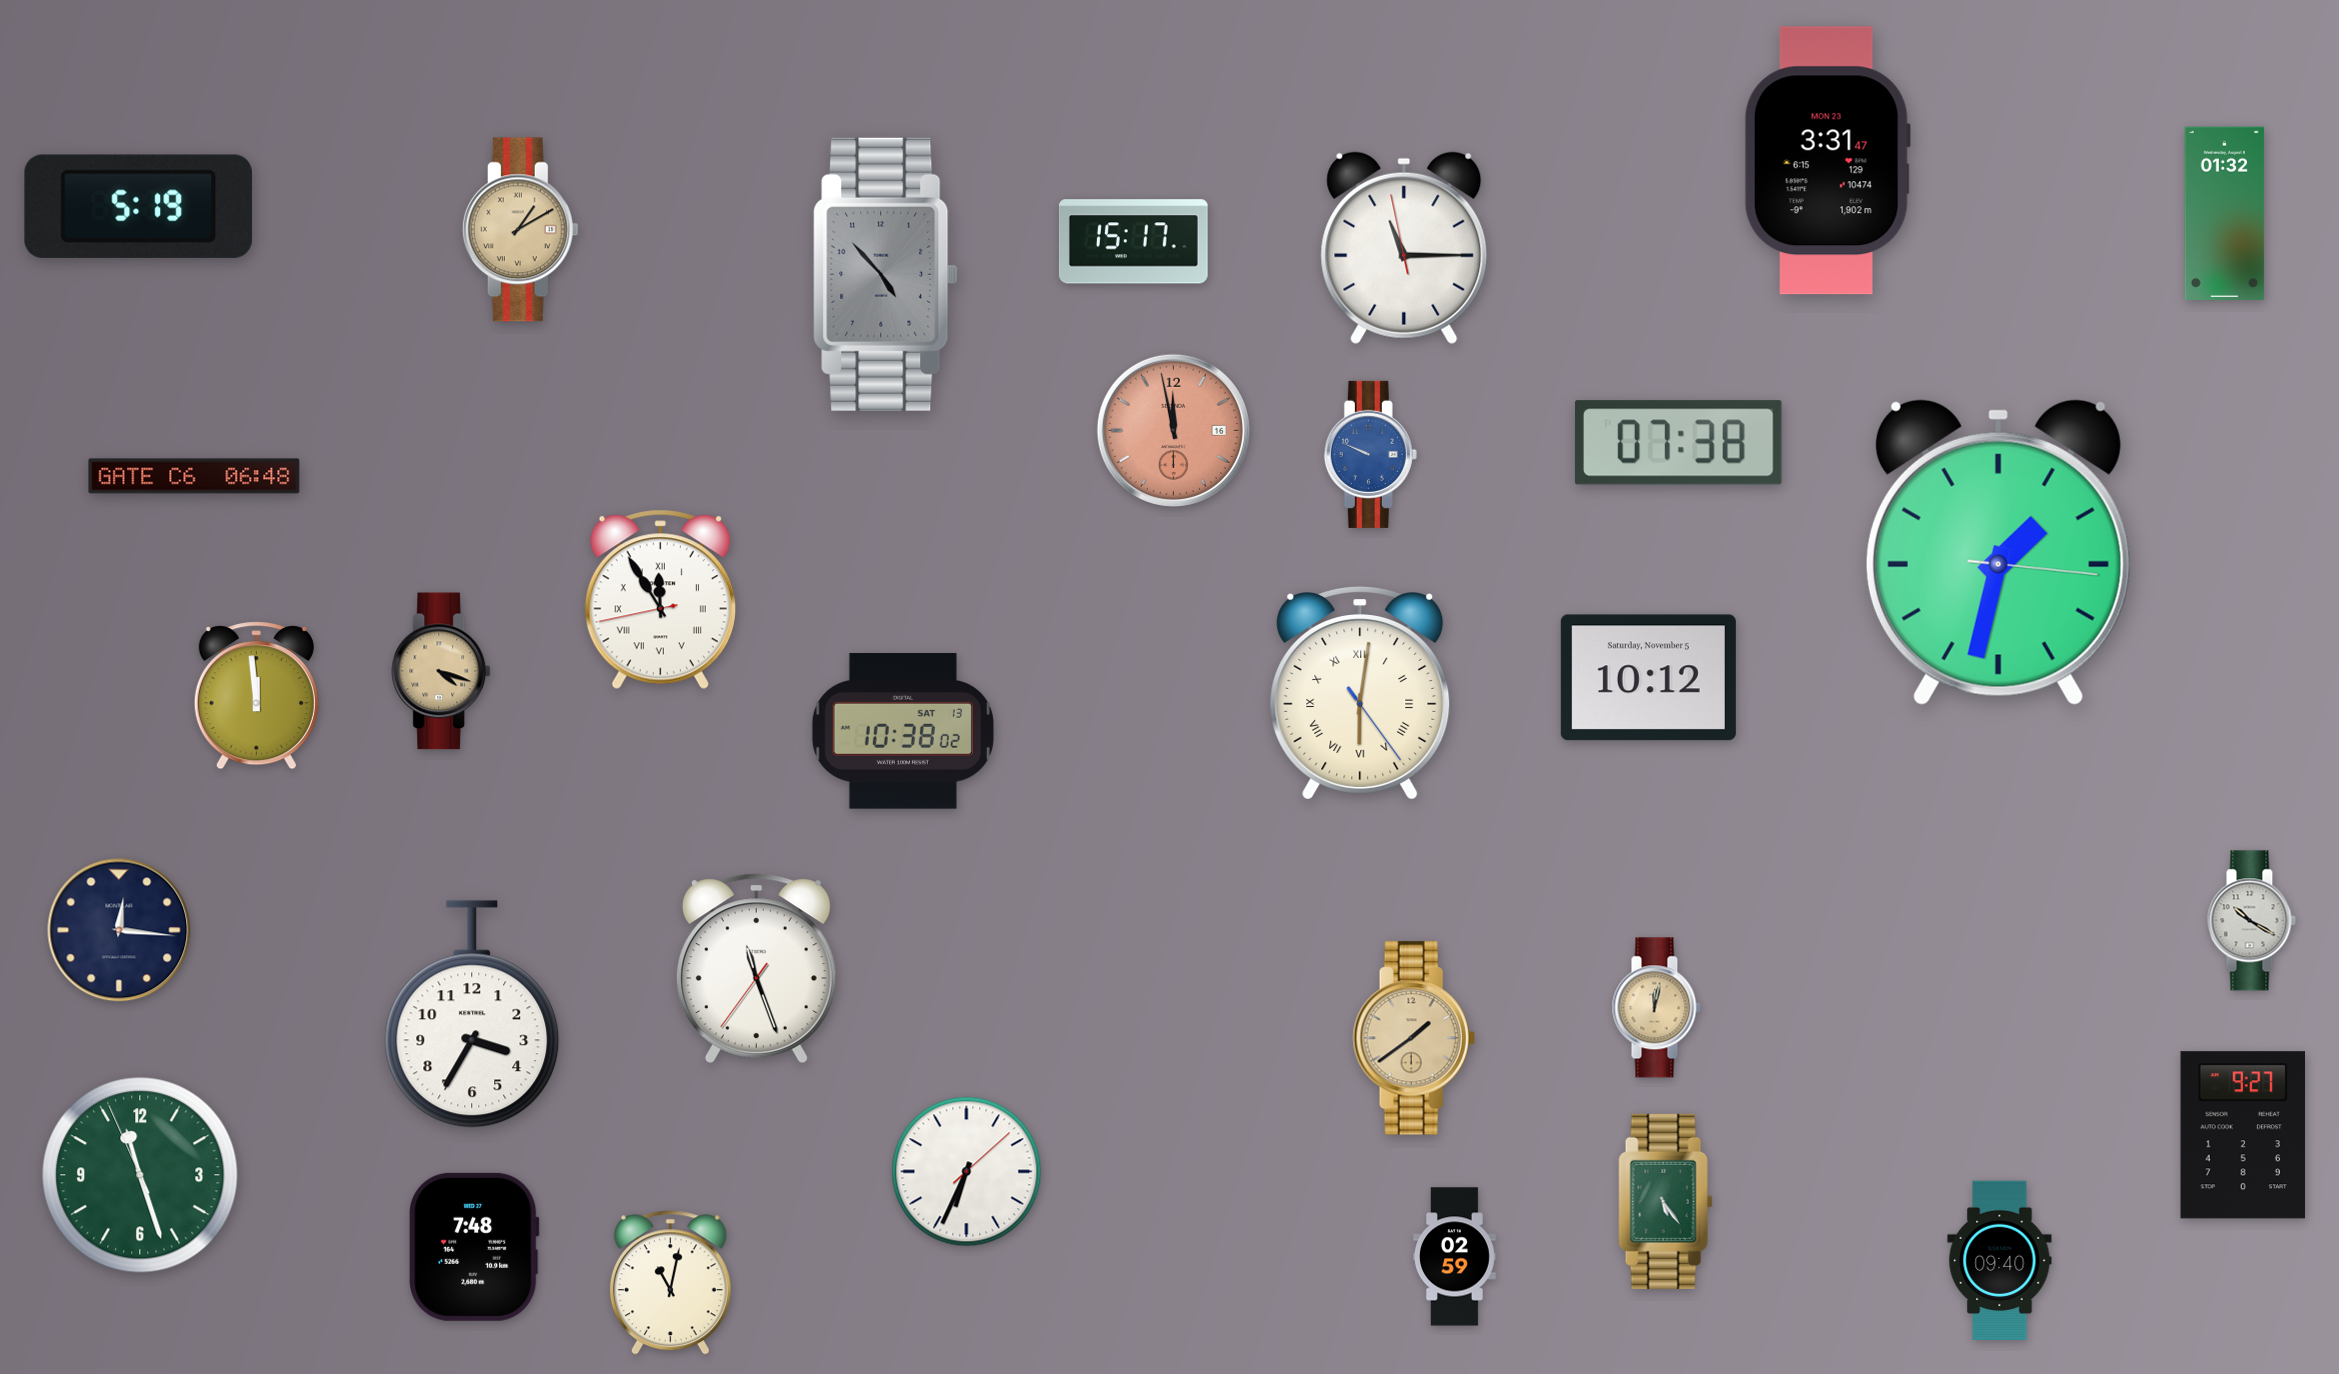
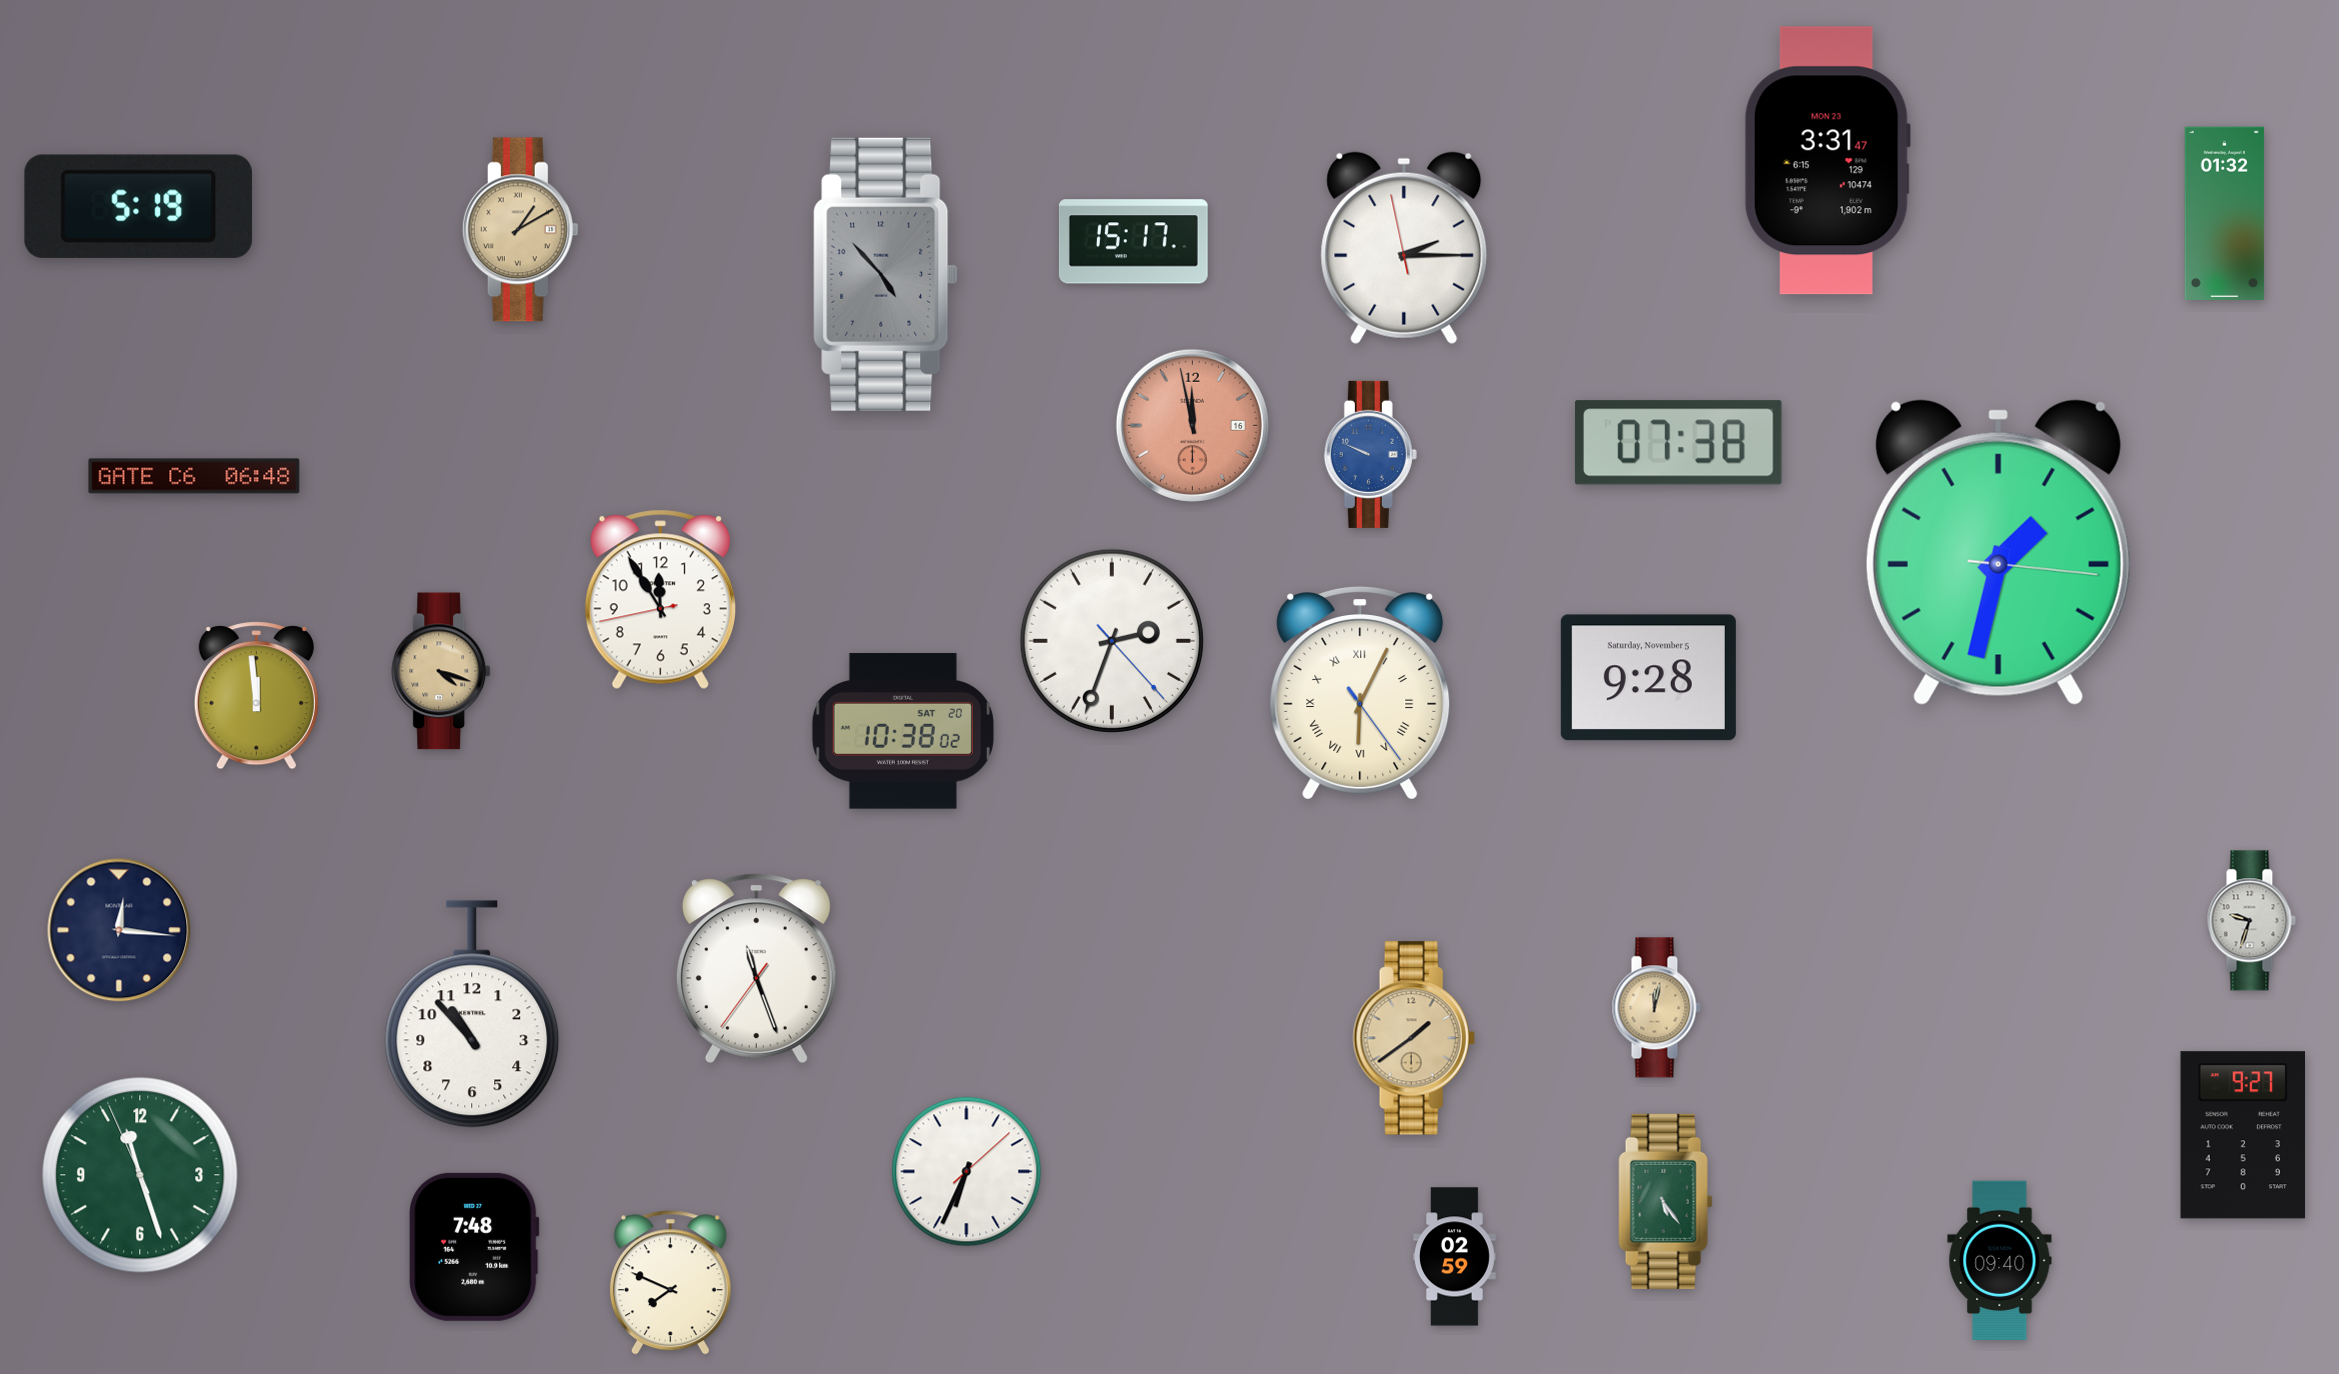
clock at (1404, 248): 11:14 -> 2:14
clock at (1173, 430) position: (1173, 430) -> (1192, 425)
clock at (660, 600) numerals: Roman -> Arabic
clock at (1112, 641): none -> 2:33
clock at (1648, 678): 10:12 -> 9:28
clock at (1360, 694): 6:01 -> 6:04
clock at (903, 731) date: SAT 13 -> SAT 20
clock at (2251, 921): 10:20 -> 9:33
clock at (472, 1014): 3:35 -> 10:53
clock at (670, 1283): 11:02 -> 7:49
